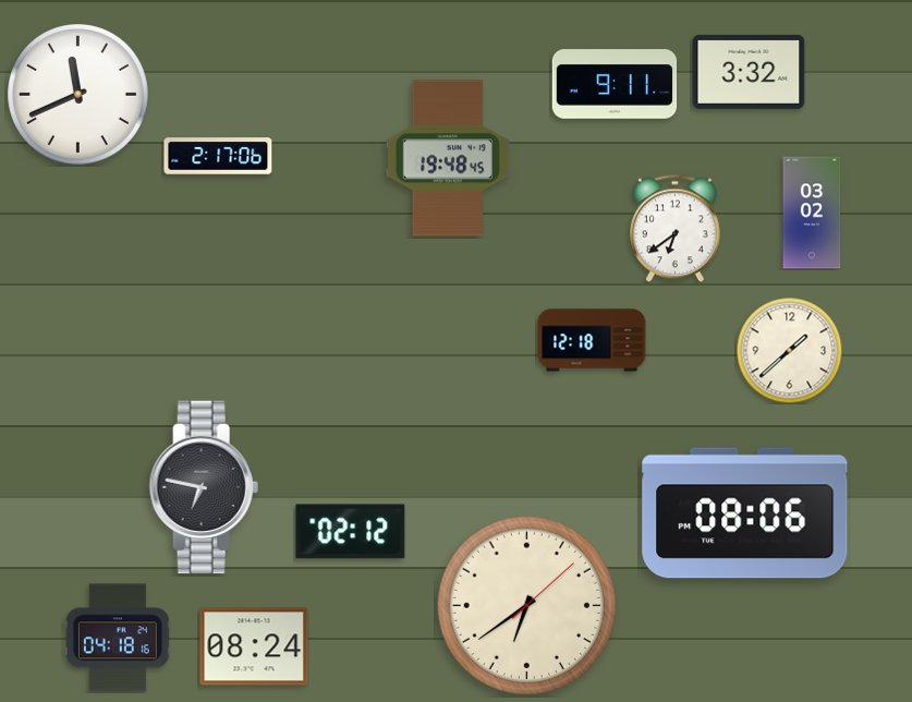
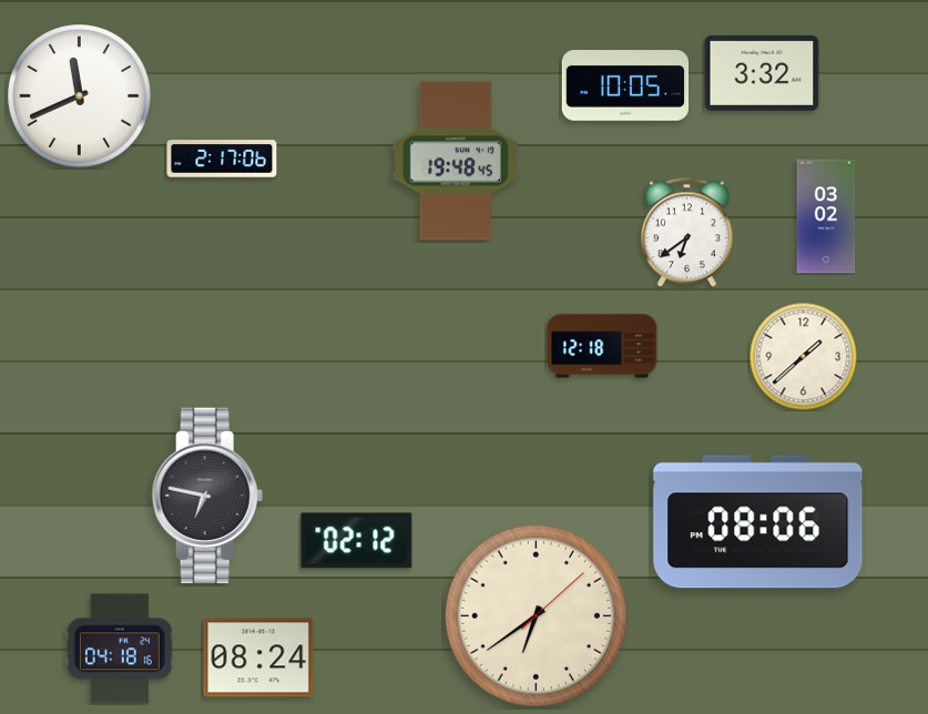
clock at (615, 84): 9:11 -> 10:05
